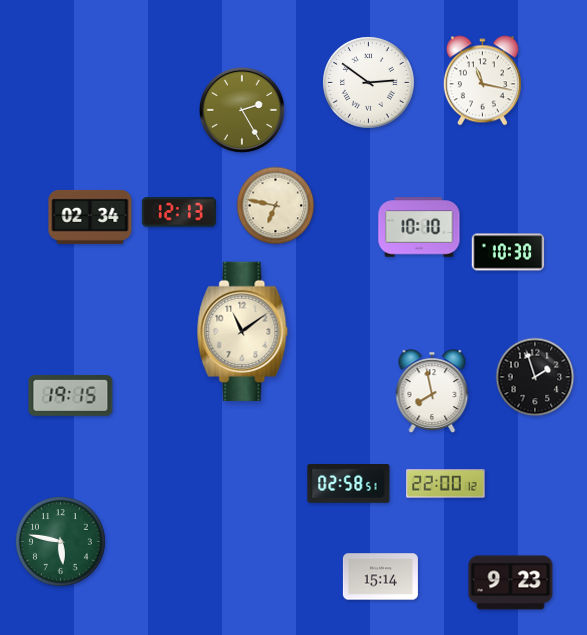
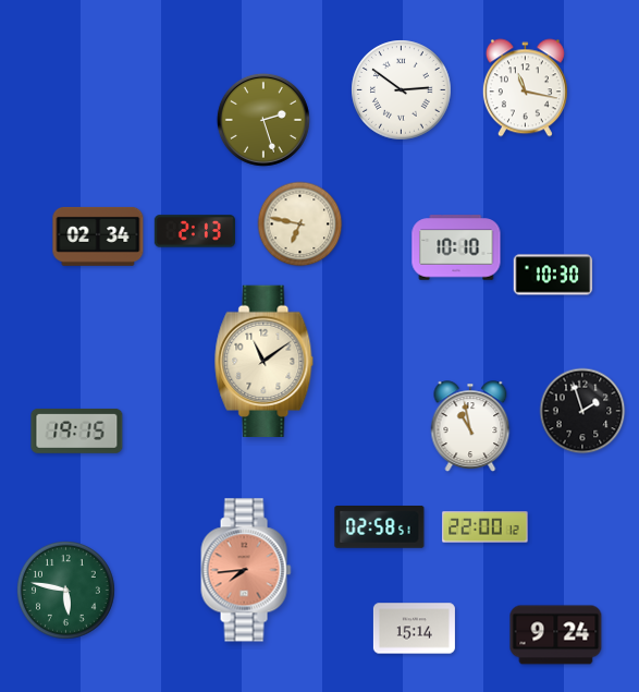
clock at (242, 110): 2:25 -> 2:27
clock at (179, 212): 12:13 -> 2:13
clock at (432, 391): 7:58 -> 10:58
clock at (246, 570): none -> 7:44
clock at (511, 583): 9:23 -> 9:24
